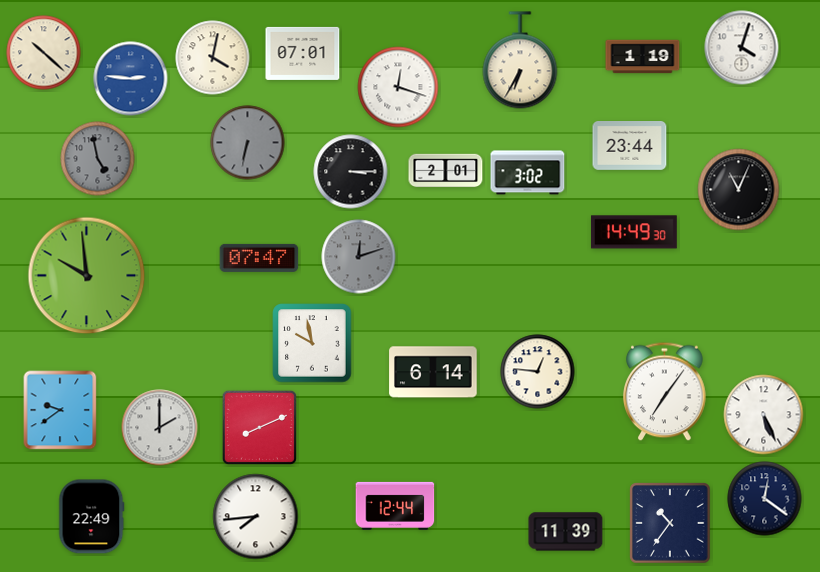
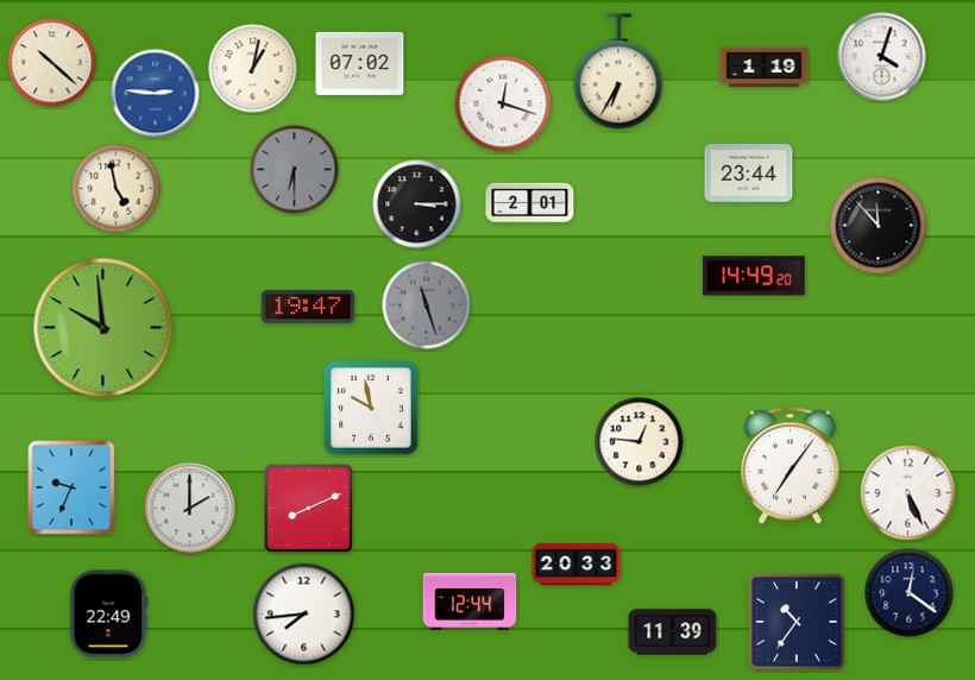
clock at (303, 53): 07:01 -> 07:02
clock at (213, 58): 4:02 -> 1:02
clock at (398, 87) position: (398, 87) -> (503, 103)
clock at (248, 143): 6:32 -> 6:30
clock at (98, 159) dial: grey -> cream
clock at (528, 173): 3:02 -> none
clock at (739, 190): 11:04 -> 11:53
clock at (634, 232): 14:49:30 -> 14:49:20
clock at (359, 257): 12:12 -> 11:27
clock at (259, 258): 07:47 -> 19:47
clock at (433, 372): 6:14 -> none
clock at (60, 410): 9:39 -> 9:34
clock at (577, 565): none -> 20:33
